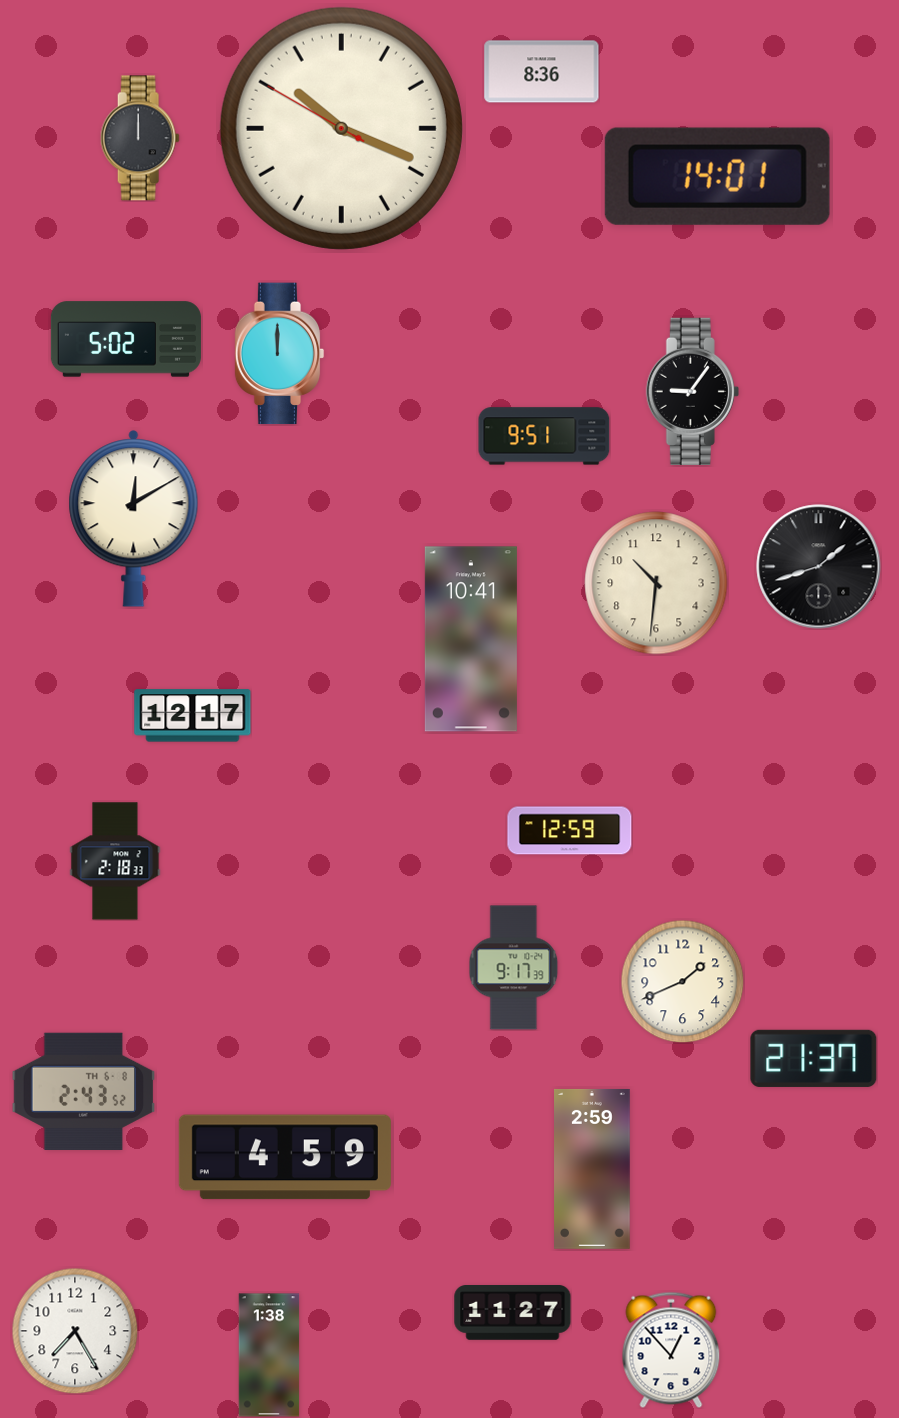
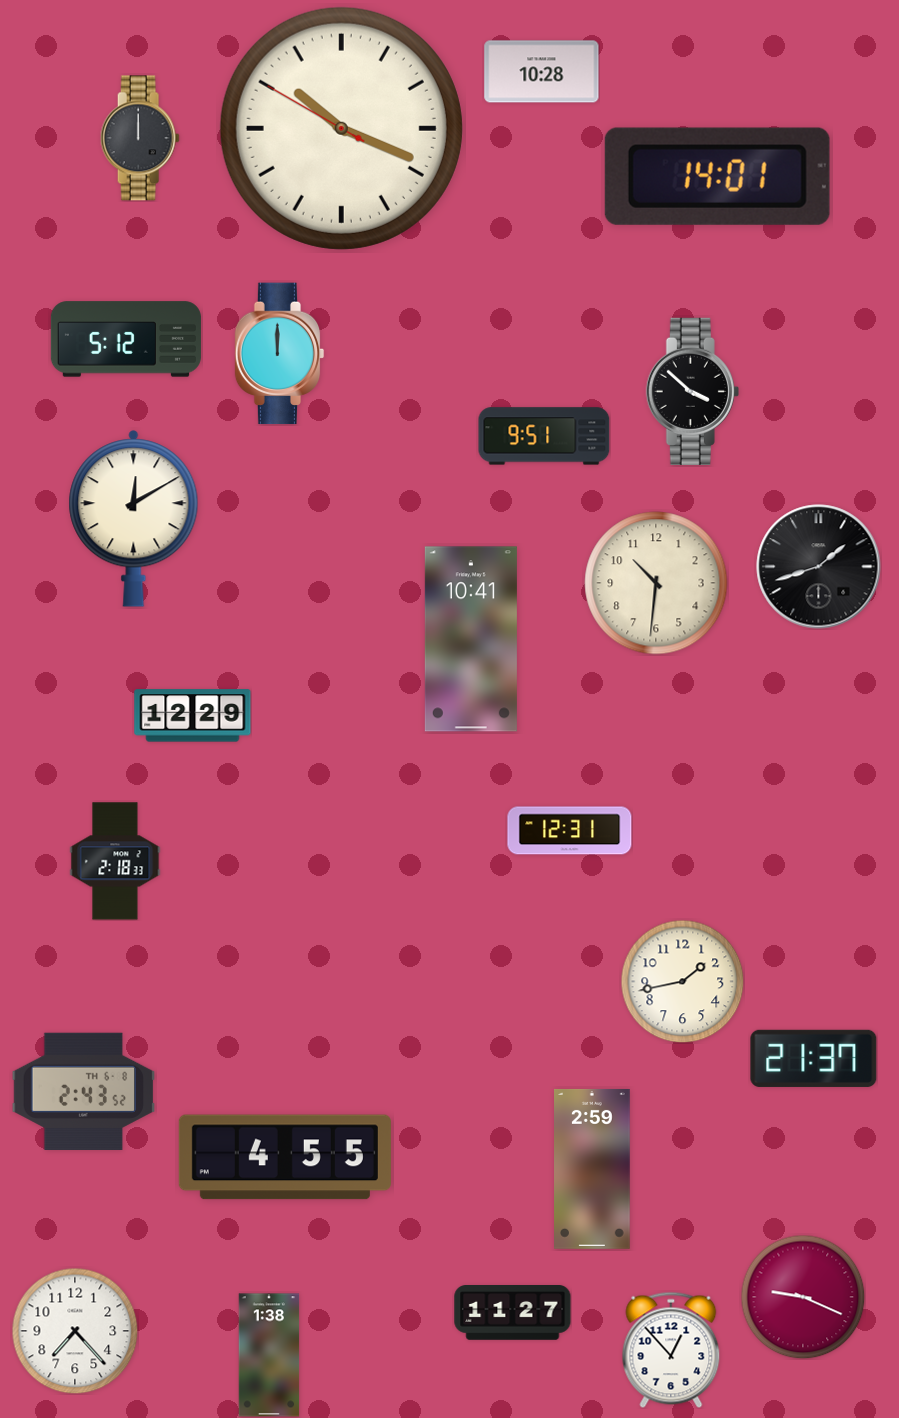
clock at (542, 72): 8:36 -> 10:28
clock at (126, 339): 5:02 -> 5:12
clock at (692, 391): 9:06 -> 3:52
clock at (193, 716): 12:17 -> 12:29
clock at (570, 831): 12:59 -> 12:31
clock at (514, 968): 9:17 -> none
clock at (682, 981): 1:41 -> 1:43
clock at (285, 1157): 4:59 -> 4:55
clock at (803, 1297): none -> 9:19
clock at (75, 1331): 7:25 -> 7:23
